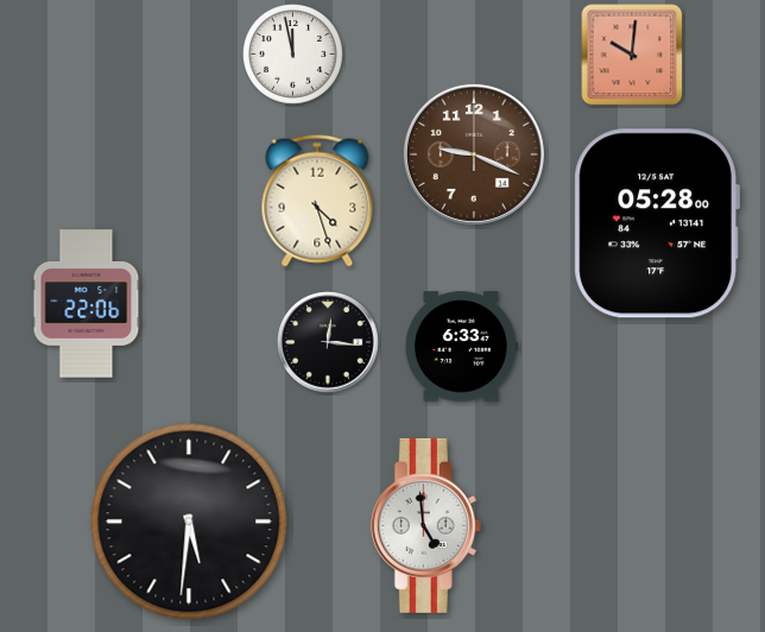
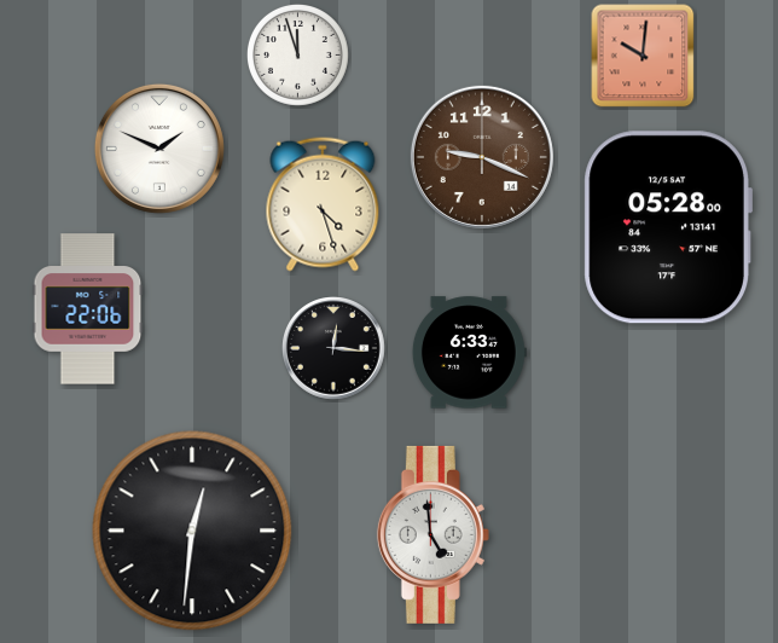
clock at (292, 53): 11:58 -> 11:57
clock at (159, 149): none -> 1:49
clock at (189, 522): 5:31 -> 12:31
